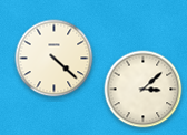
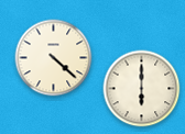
clock at (144, 90): 3:08 -> 6:00
